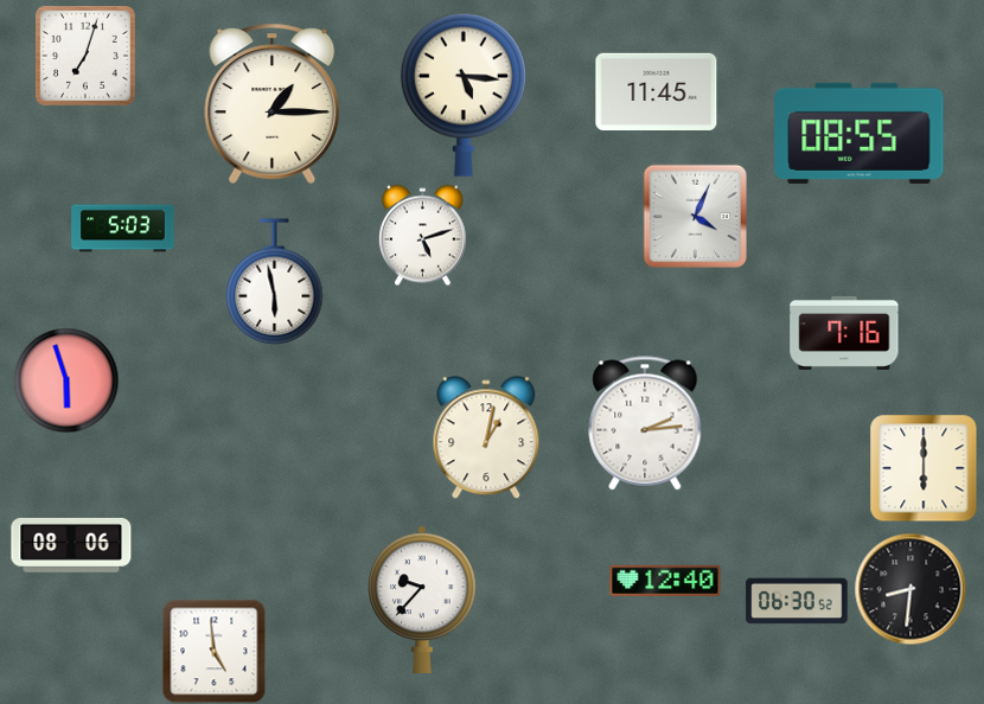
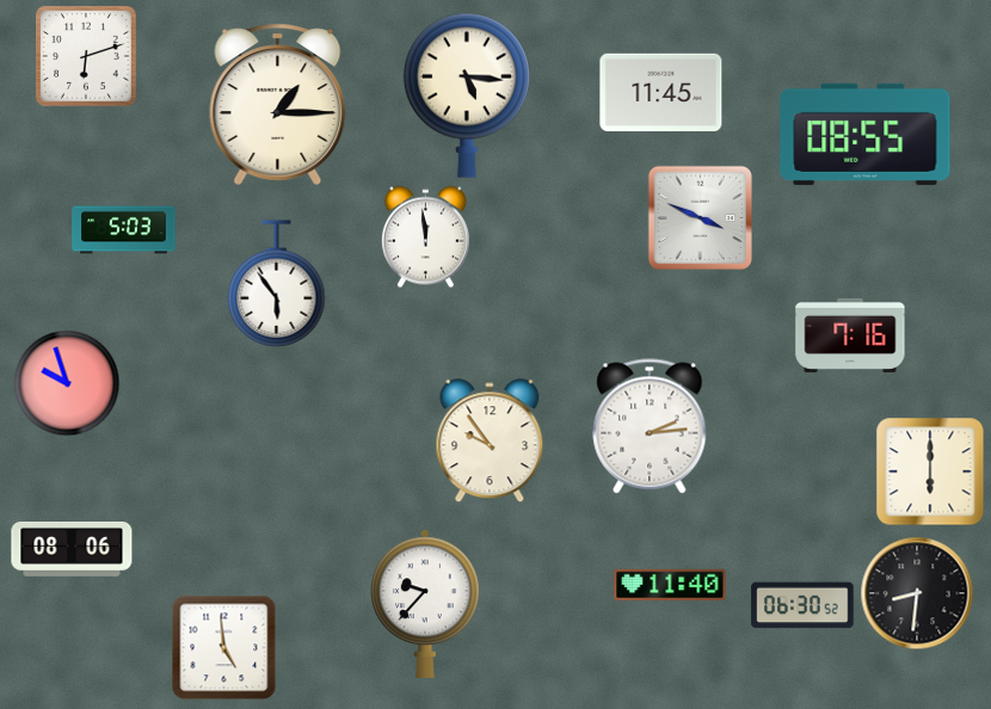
clock at (85, 56): 7:03 -> 6:12
clock at (273, 103) position: (273, 103) -> (278, 104)
clock at (695, 216): 4:04 -> 3:49
clock at (422, 235): 5:12 -> 11:59
clock at (275, 282): 5:58 -> 5:54
clock at (66, 380): 5:57 -> 9:57
clock at (486, 437): 1:02 -> 9:54
clock at (665, 581): 12:40 -> 11:40
clock at (213, 651) position: (213, 651) -> (223, 647)
